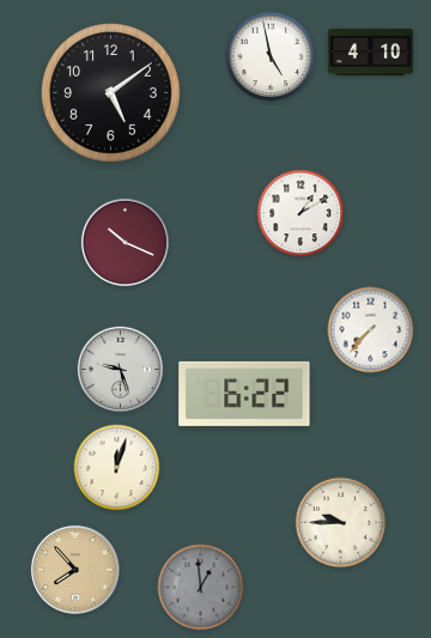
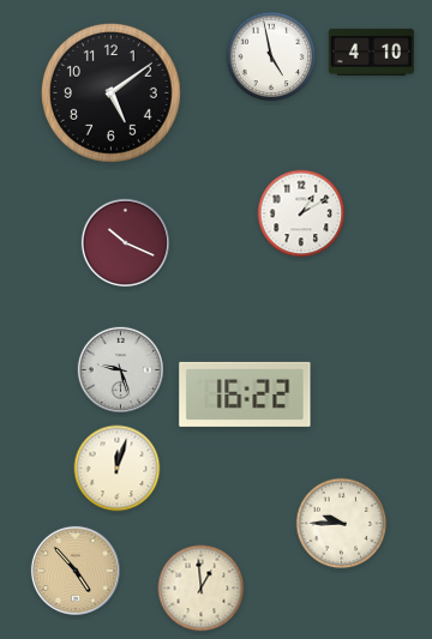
clock at (371, 330): 7:37 -> none
clock at (244, 394): 6:22 -> 16:22
clock at (75, 570): 7:53 -> 4:53
clock at (201, 588) dial: grey -> cream
